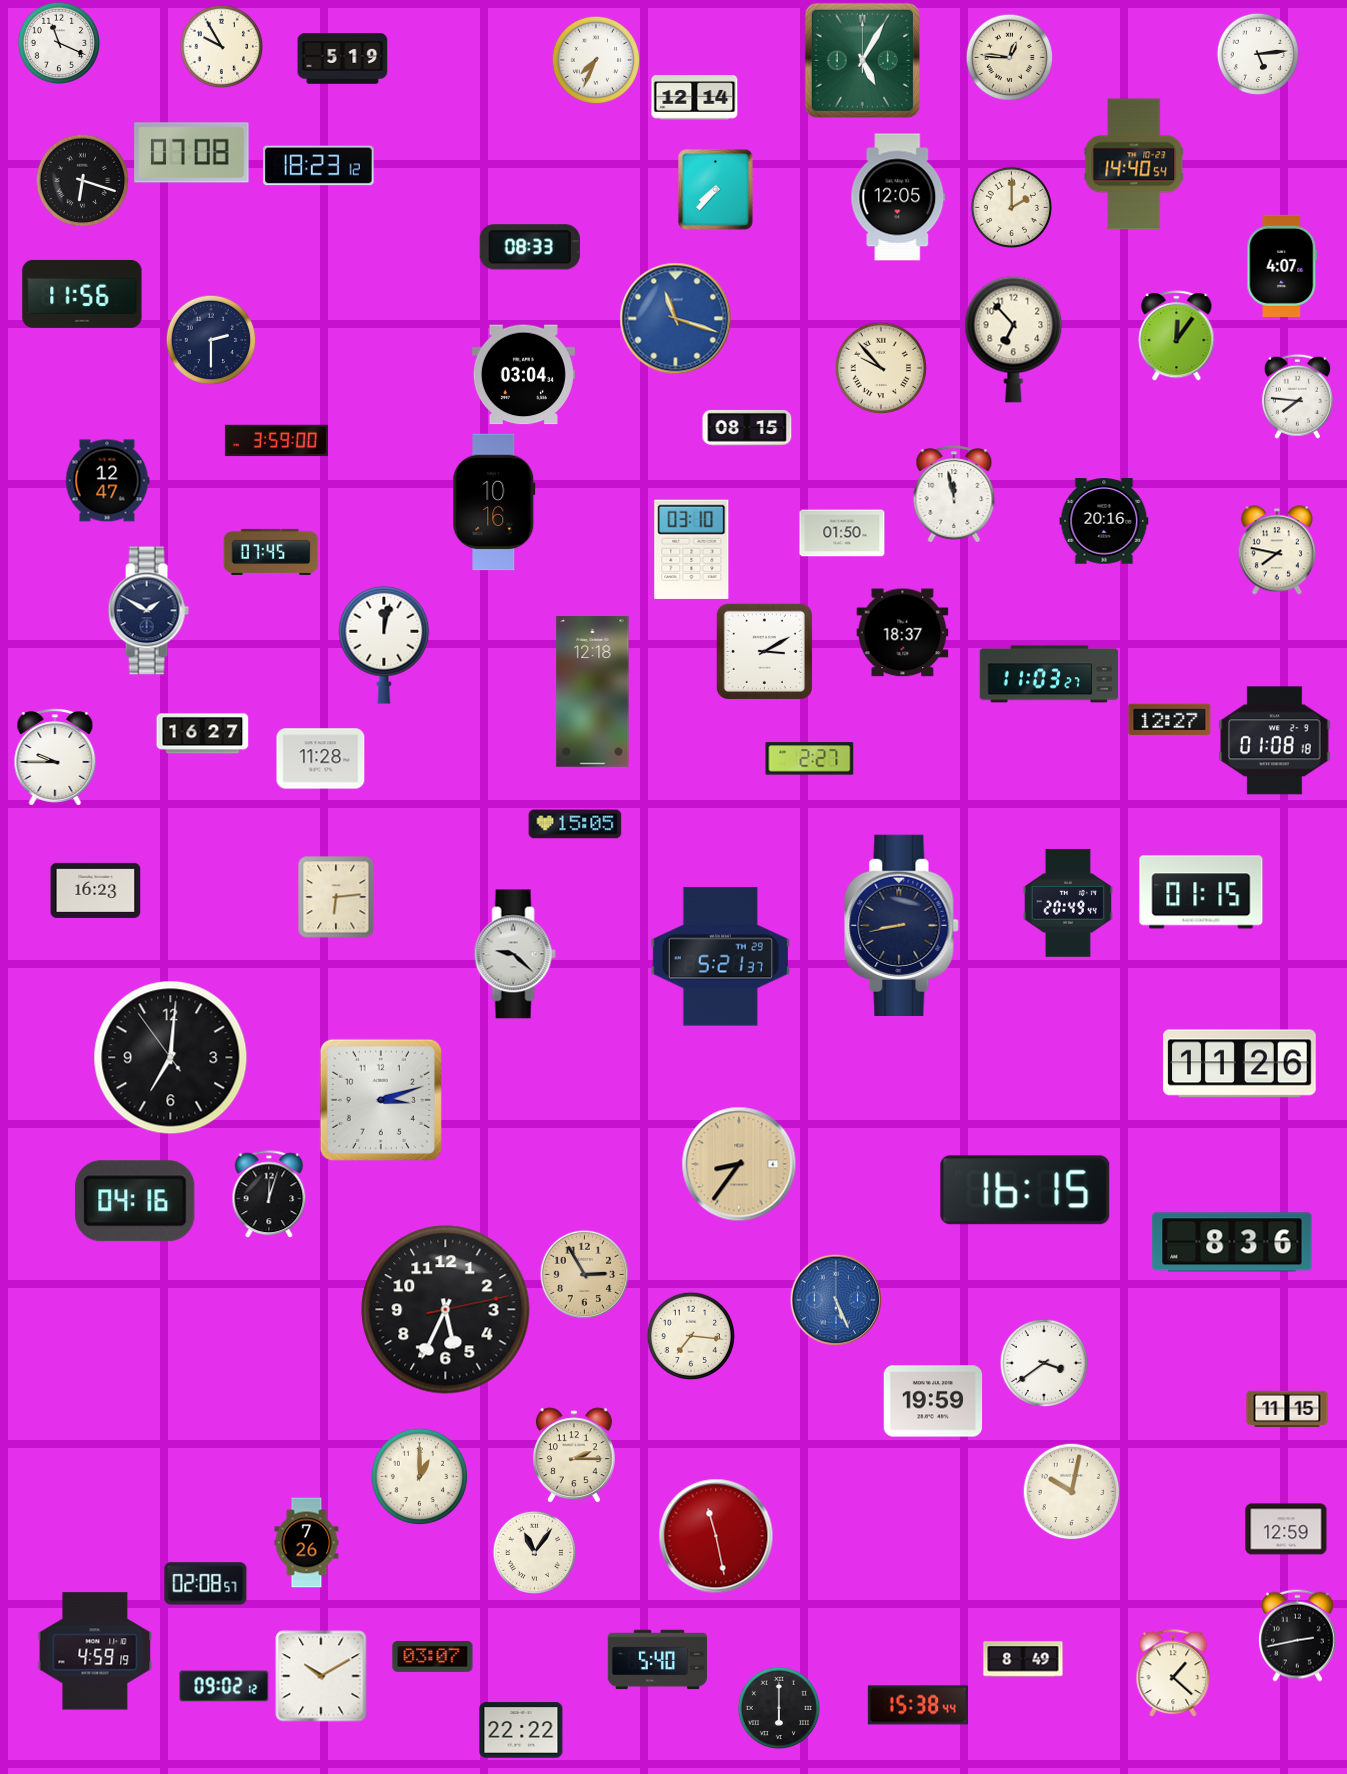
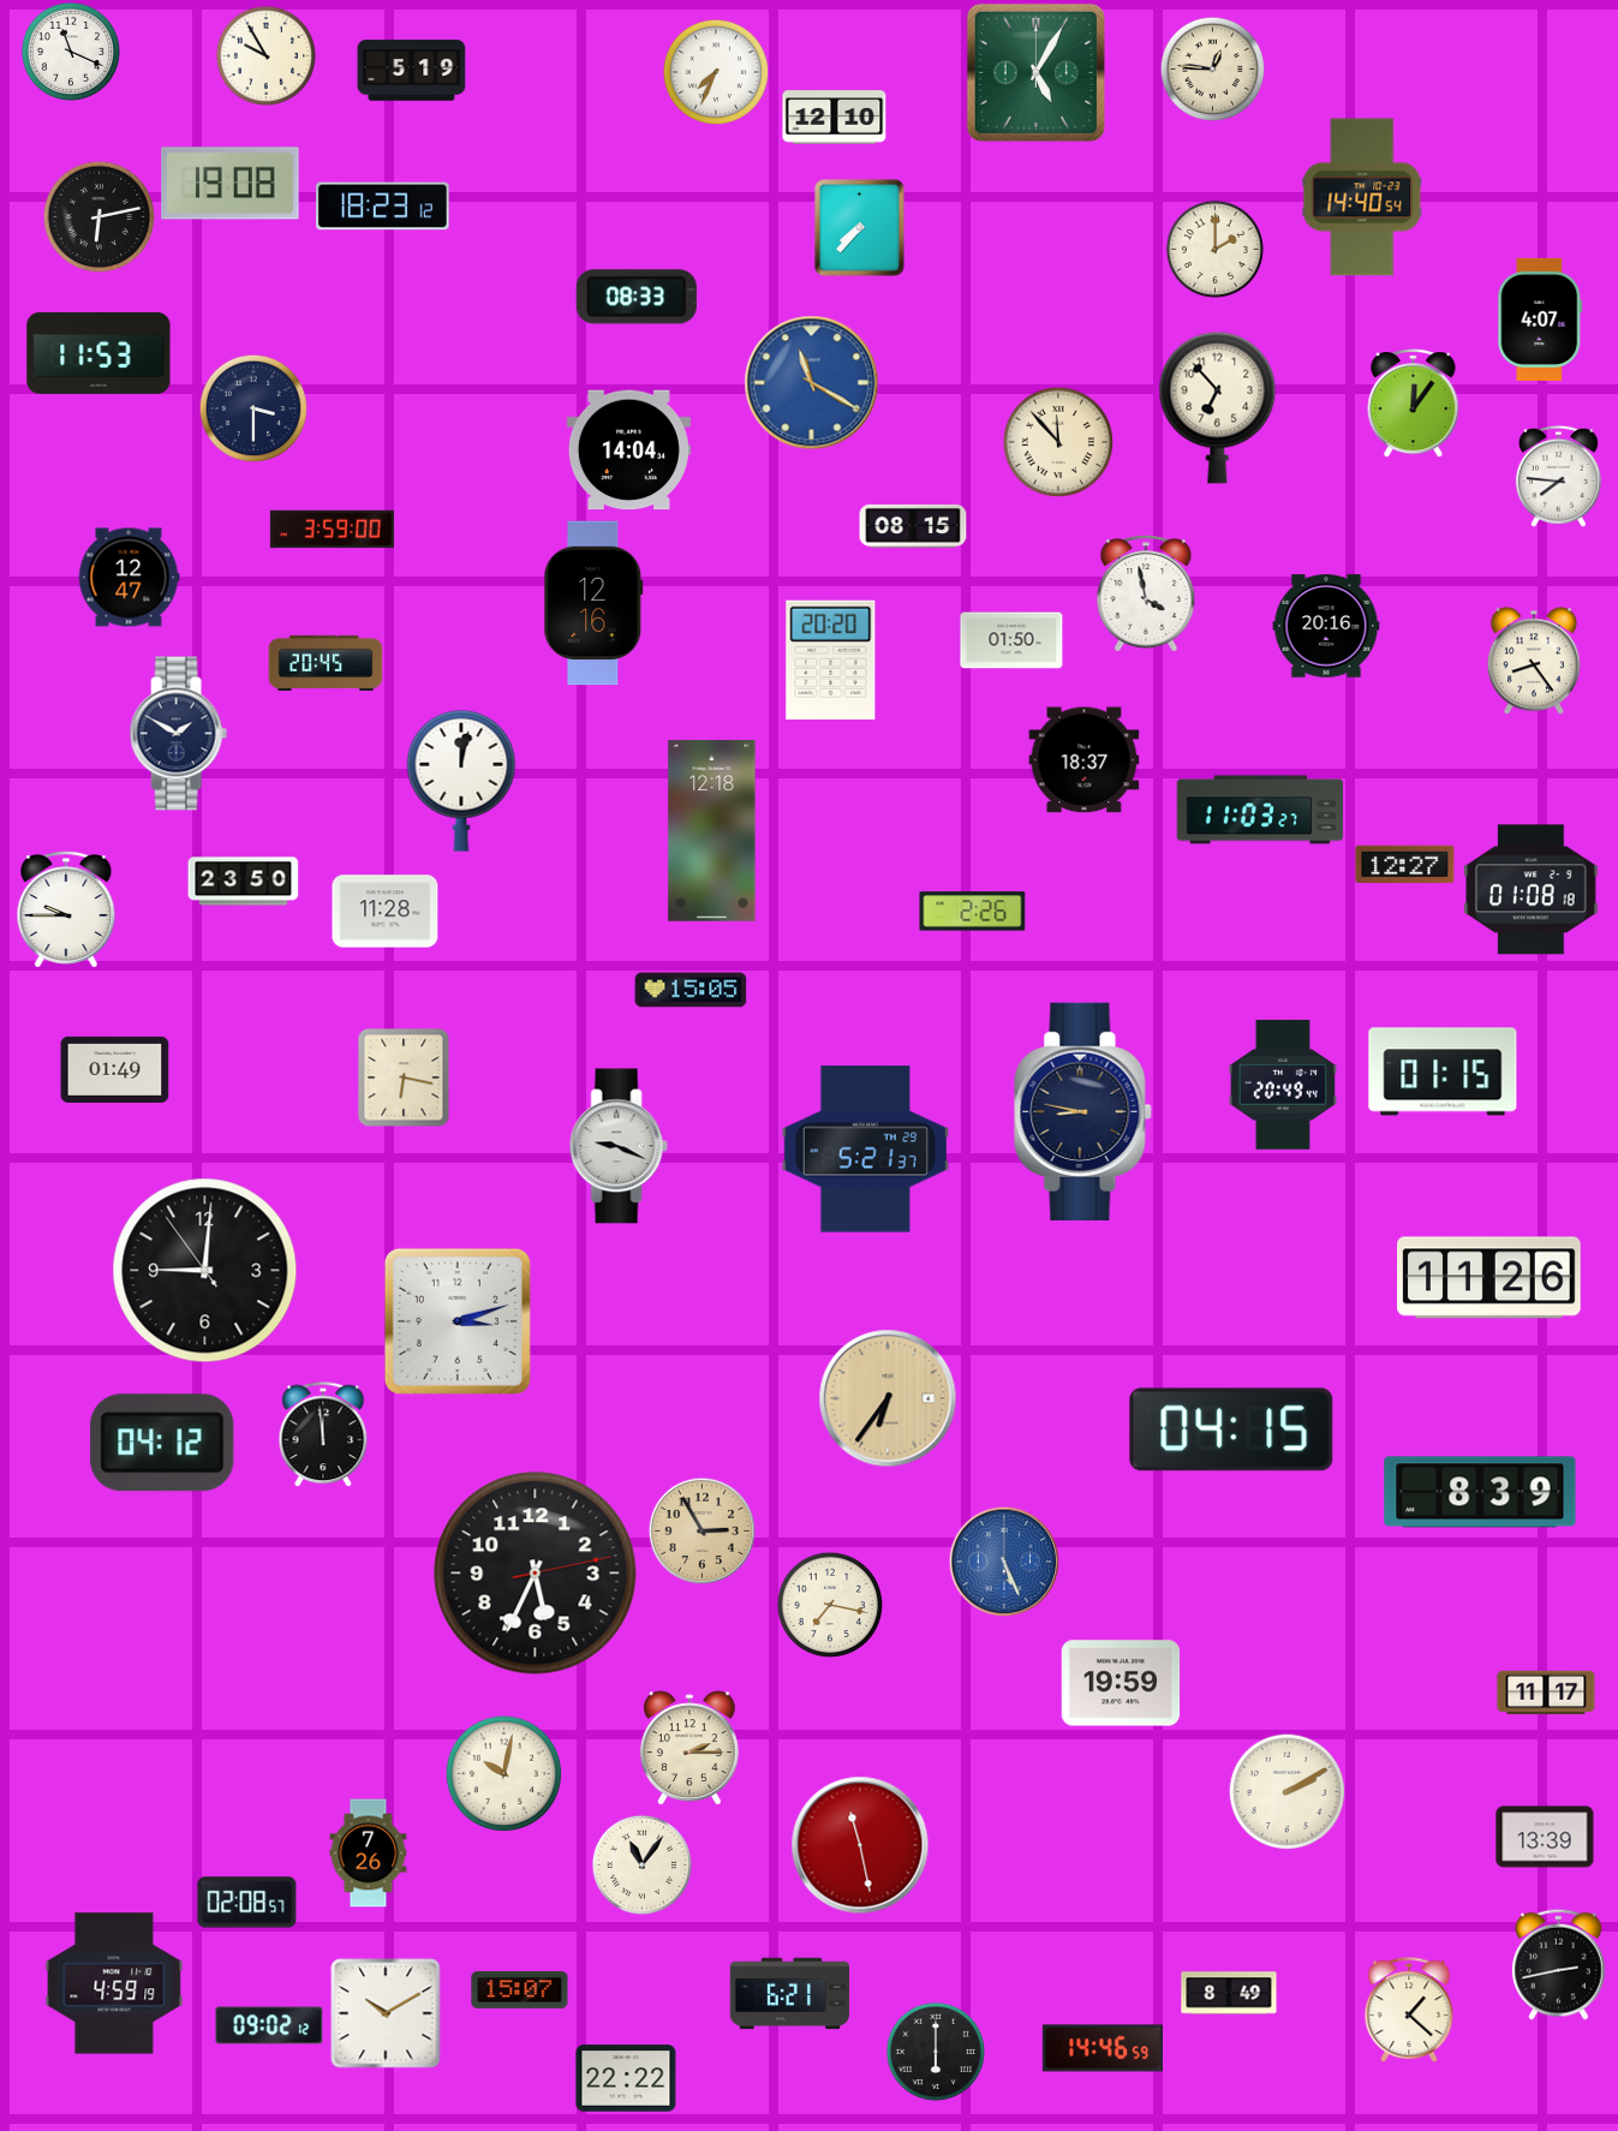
clock at (1257, 53): 5:14 -> none
clock at (695, 98): 12:14 -> 12:10
clock at (192, 153): 07:08 -> 19:08
clock at (319, 166) position: (319, 166) -> (383, 207)
clock at (82, 180): 6:18 -> 6:13
clock at (898, 197): 12:05 -> none
clock at (82, 294): 11:56 -> 11:53
clock at (676, 319): 11:18 -> 11:20
clock at (211, 340): 2:30 -> 3:30
clock at (881, 368): 9:53 -> 11:53
clock at (523, 375): 03:04 -> 14:04
clock at (747, 428) position: (747, 428) -> (913, 526)
clock at (954, 494): 11:58 -> 3:58
clock at (494, 502): 10:16 -> 12:16
clock at (692, 549): 03:10 -> 20:20
clock at (1277, 550): 7:47 -> 8:24
clock at (271, 552): 07:45 -> 20:45
clock at (384, 645) position: (384, 645) -> (461, 781)
clock at (764, 651): 3:10 -> none
clock at (203, 734): 16:27 -> 23:50
clock at (810, 759): 2:27 -> 2:26
clock at (96, 890): 16:23 -> 01:49
clock at (336, 897): 6:14 -> 6:17
clock at (902, 925): 8:43 -> 8:47
clock at (515, 954): 9:22 -> 9:19
clock at (171, 1058): 7:00 -> 9:00
clock at (739, 1164): 8:36 -> 6:36
clock at (1025, 1190): 16:15 -> 04:15
clock at (269, 1194): 12:03 -> 11:59
clock at (135, 1201): 04:16 -> 04:12
clock at (1232, 1242): 8:36 -> 8:39
clock at (691, 1336): 7:16 -> 7:17
clock at (1044, 1363): 3:39 -> none
clock at (1287, 1409): 11:15 -> 11:17
clock at (419, 1476): 1:00 -> 10:02
clock at (1071, 1491): 10:02 -> 2:10
clock at (1286, 1529): 12:59 -> 13:39
clock at (433, 1656): 03:07 -> 15:07
clock at (658, 1660): 5:40 -> 6:21
clock at (917, 1705): 15:38 -> 14:46
